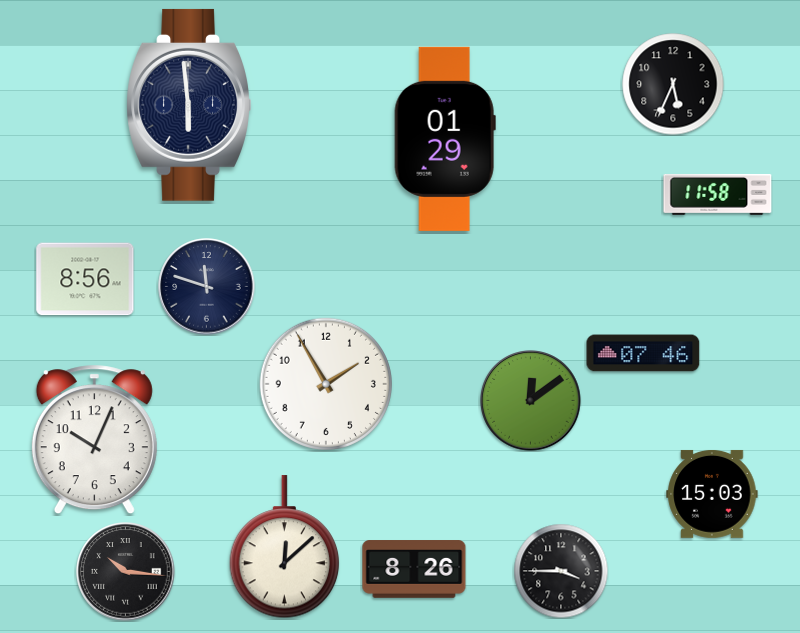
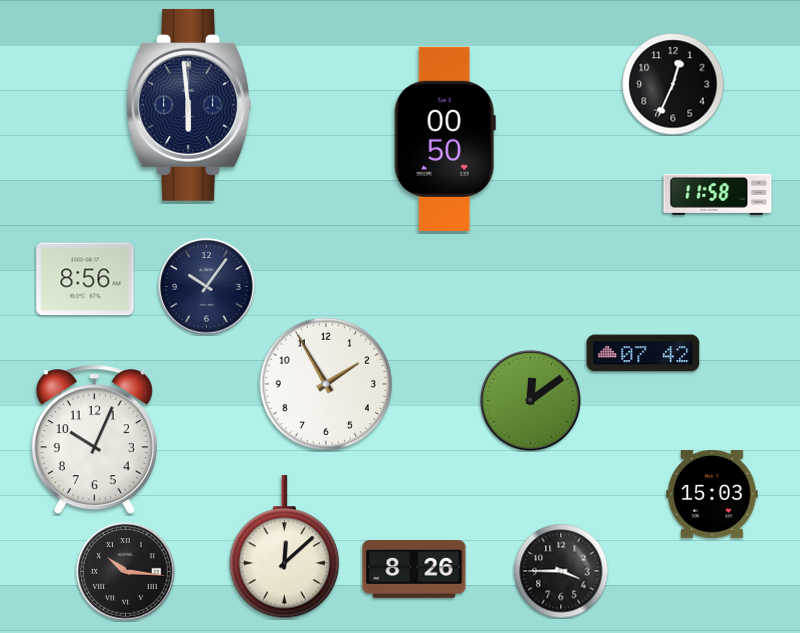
clock at (673, 84): 5:34 -> 12:34
clock at (445, 139): 01:29 -> 00:50
clock at (207, 287): 11:48 -> 10:06
clock at (643, 353): 07:46 -> 07:42
